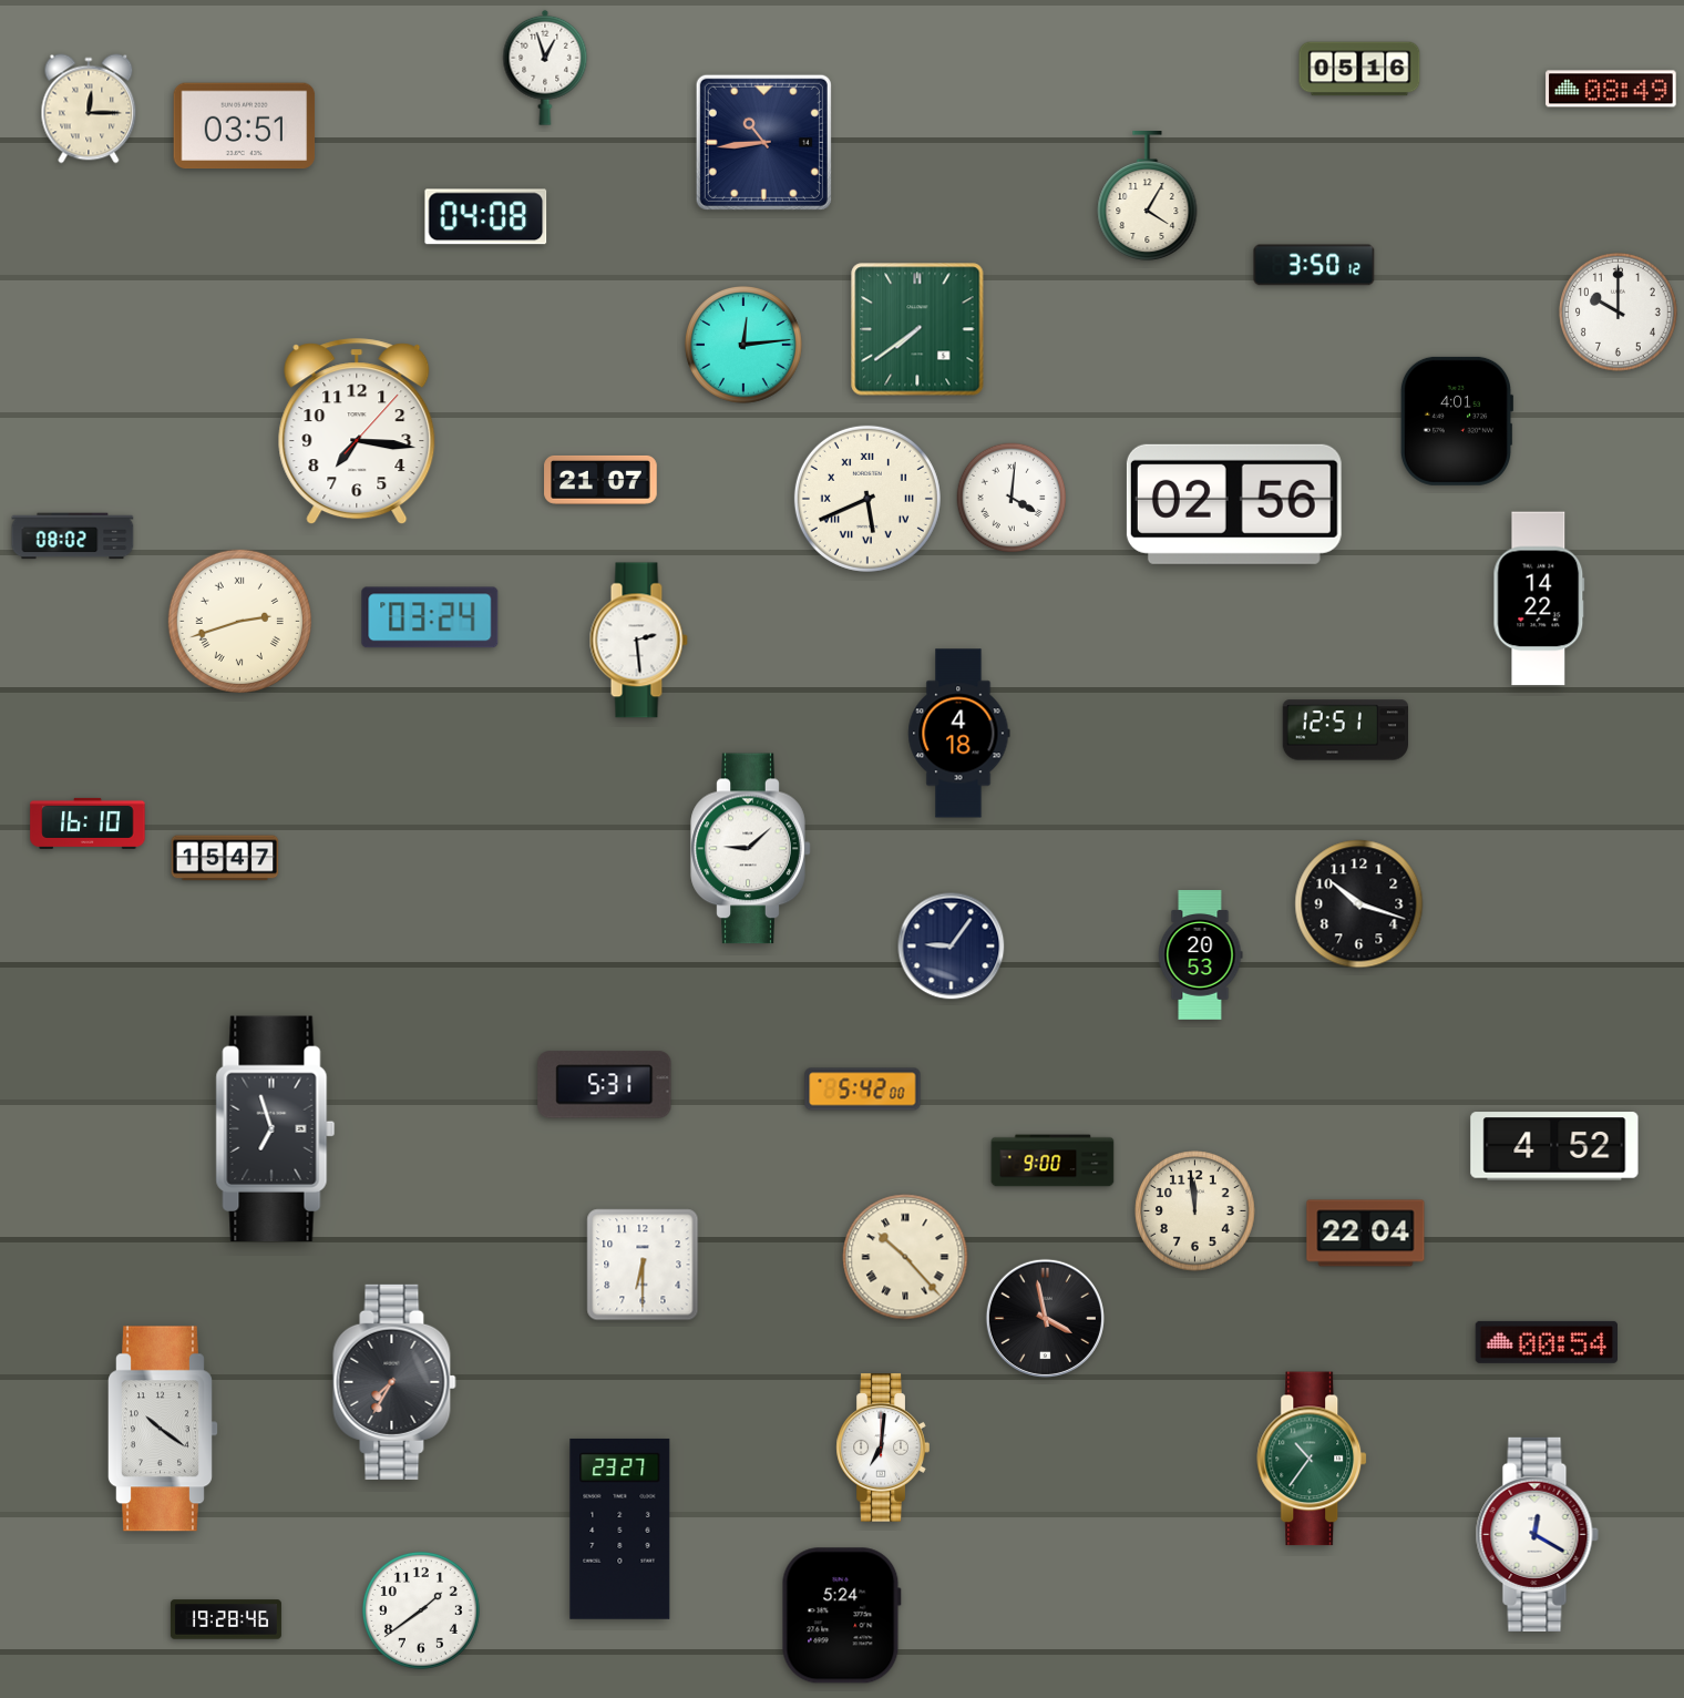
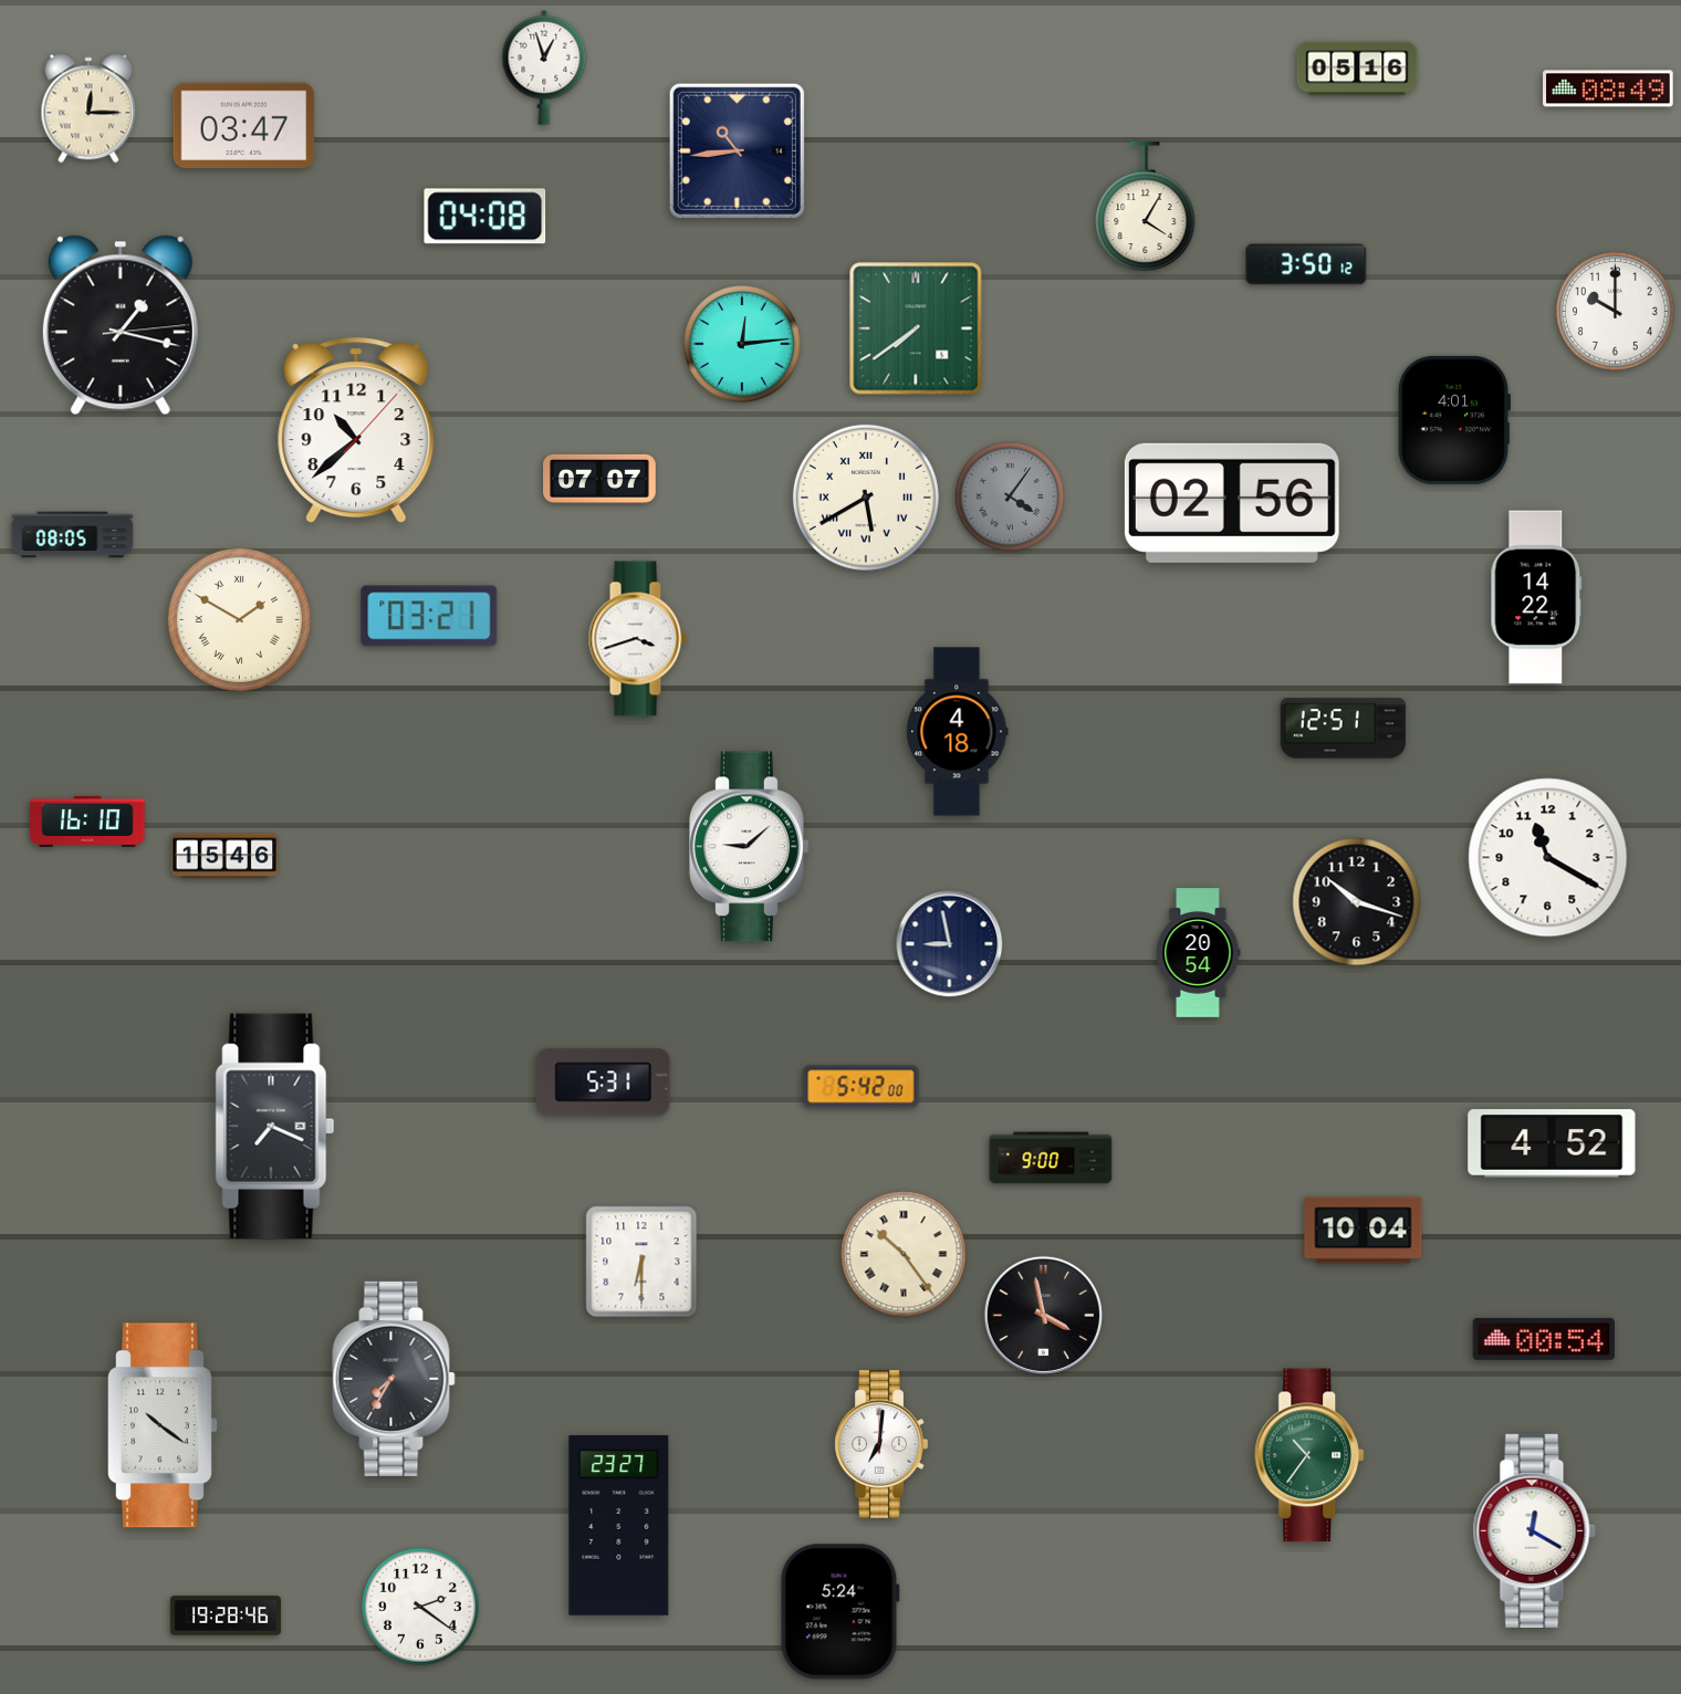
clock at (245, 126): 03:51 -> 03:47
clock at (763, 142) position: (763, 142) -> (737, 150)
clock at (1148, 197) position: (1148, 197) -> (1146, 208)
clock at (1314, 265) position: (1314, 265) -> (1306, 264)
clock at (121, 325): none -> 1:17
clock at (357, 432): 7:16 -> 10:38
clock at (600, 480): 21:07 -> 07:07
clock at (1012, 498): 4:01 -> 4:06
clock at (1012, 498) dial: white -> grey
clock at (867, 499): 5:41 -> 5:40
clock at (73, 536): 08:02 -> 08:05
clock at (430, 617): 03:24 -> 03:21
clock at (239, 621): 2:42 -> 1:50
clock at (638, 641): 2:29 -> 3:42
clock at (225, 858): 15:47 -> 15:46
clock at (1548, 858): none -> 11:20
clock at (952, 947): 9:06 -> 8:58
clock at (1200, 955): 20:53 -> 20:54
clock at (276, 1129): 6:57 -> 7:19
clock at (1195, 1211): 11:59 -> none
clock at (1366, 1234): 22:04 -> 10:04
clock at (905, 1257): 10:23 -> 10:24
clock at (421, 1610): 1:39 -> 2:21
